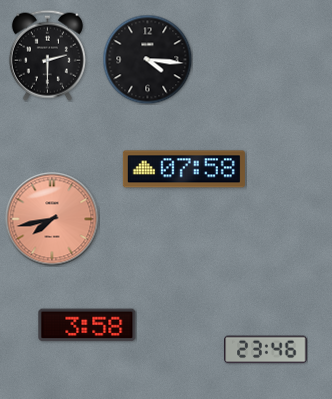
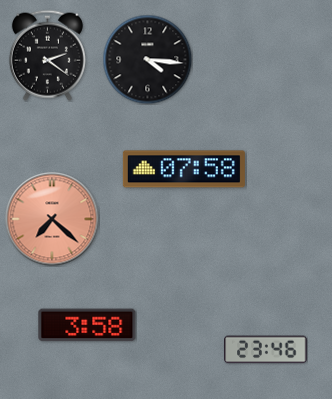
clock at (47, 55): 2:30 -> 2:21
clock at (52, 219): 7:43 -> 7:22
